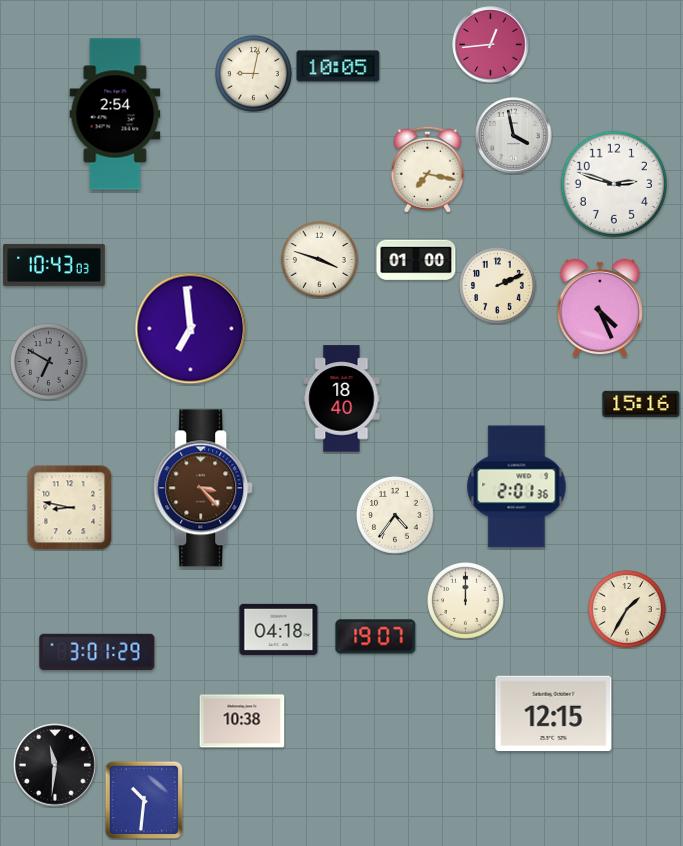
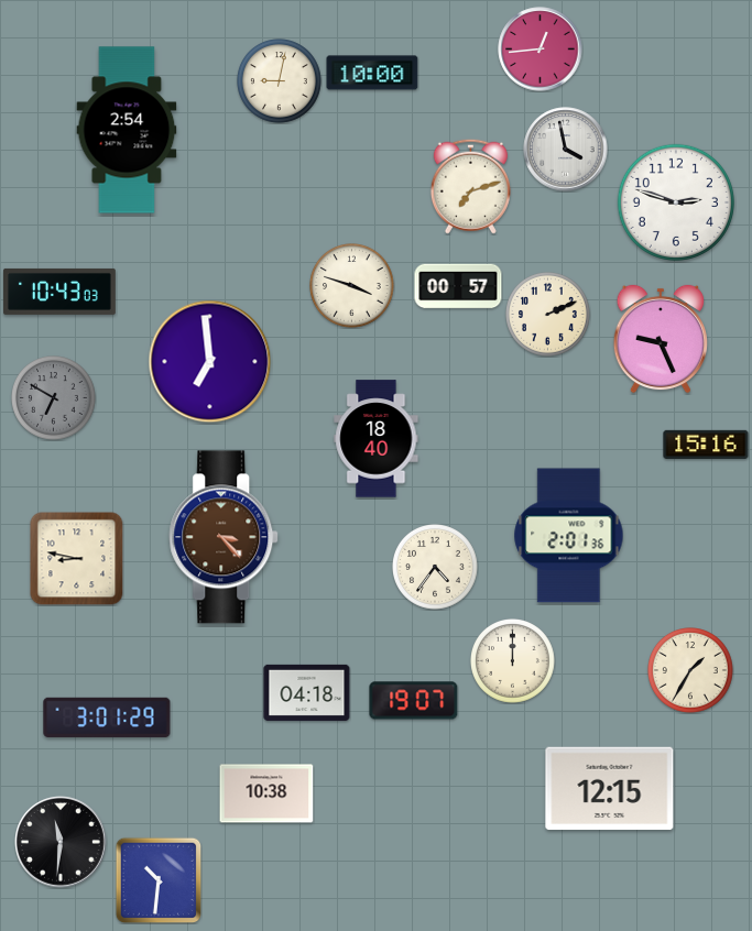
clock at (338, 66): 10:05 -> 10:00
clock at (115, 114) position: (115, 114) -> (127, 130)
clock at (427, 169): 7:17 -> 7:12
clock at (416, 260): 01:00 -> 00:57
clock at (600, 308): 4:26 -> 9:26
clock at (554, 714) position: (554, 714) -> (610, 789)
